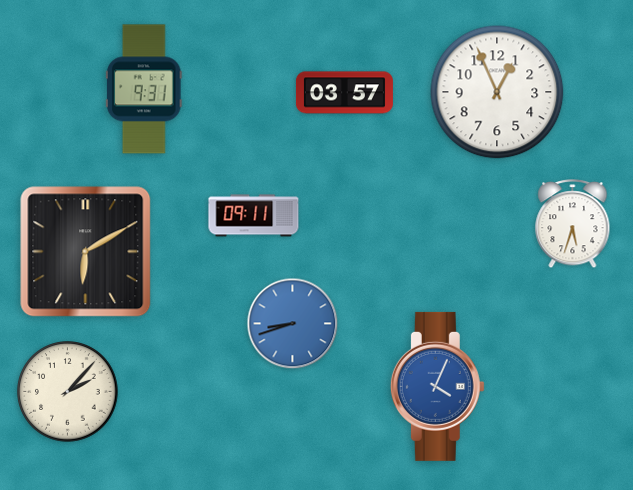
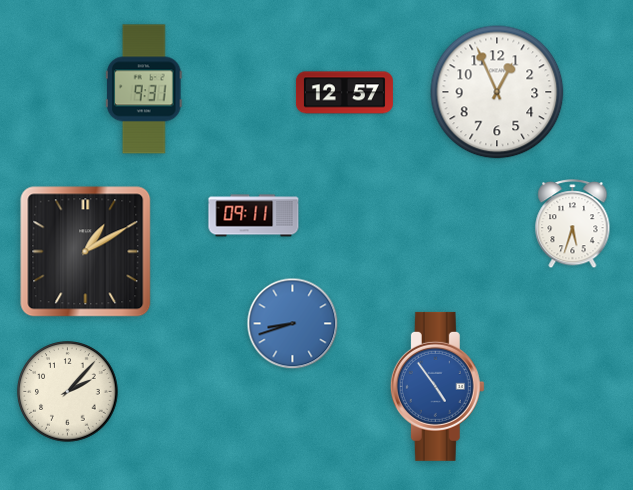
clock at (344, 93): 03:57 -> 12:57
clock at (86, 252): 6:10 -> 1:10
clock at (437, 386): 4:04 -> 4:54
